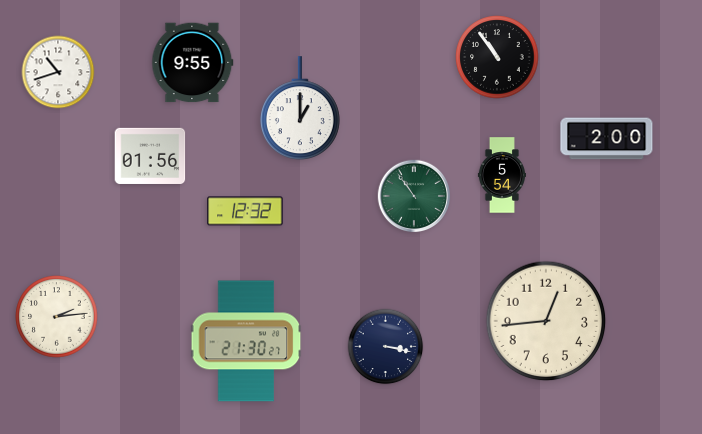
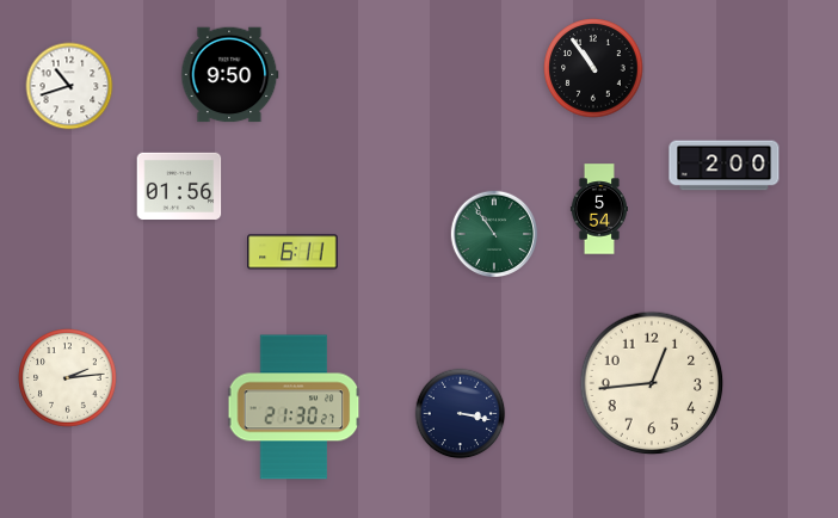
clock at (193, 63): 9:55 -> 9:50
clock at (300, 109): 1:00 -> none
clock at (245, 211): 12:32 -> 6:11
